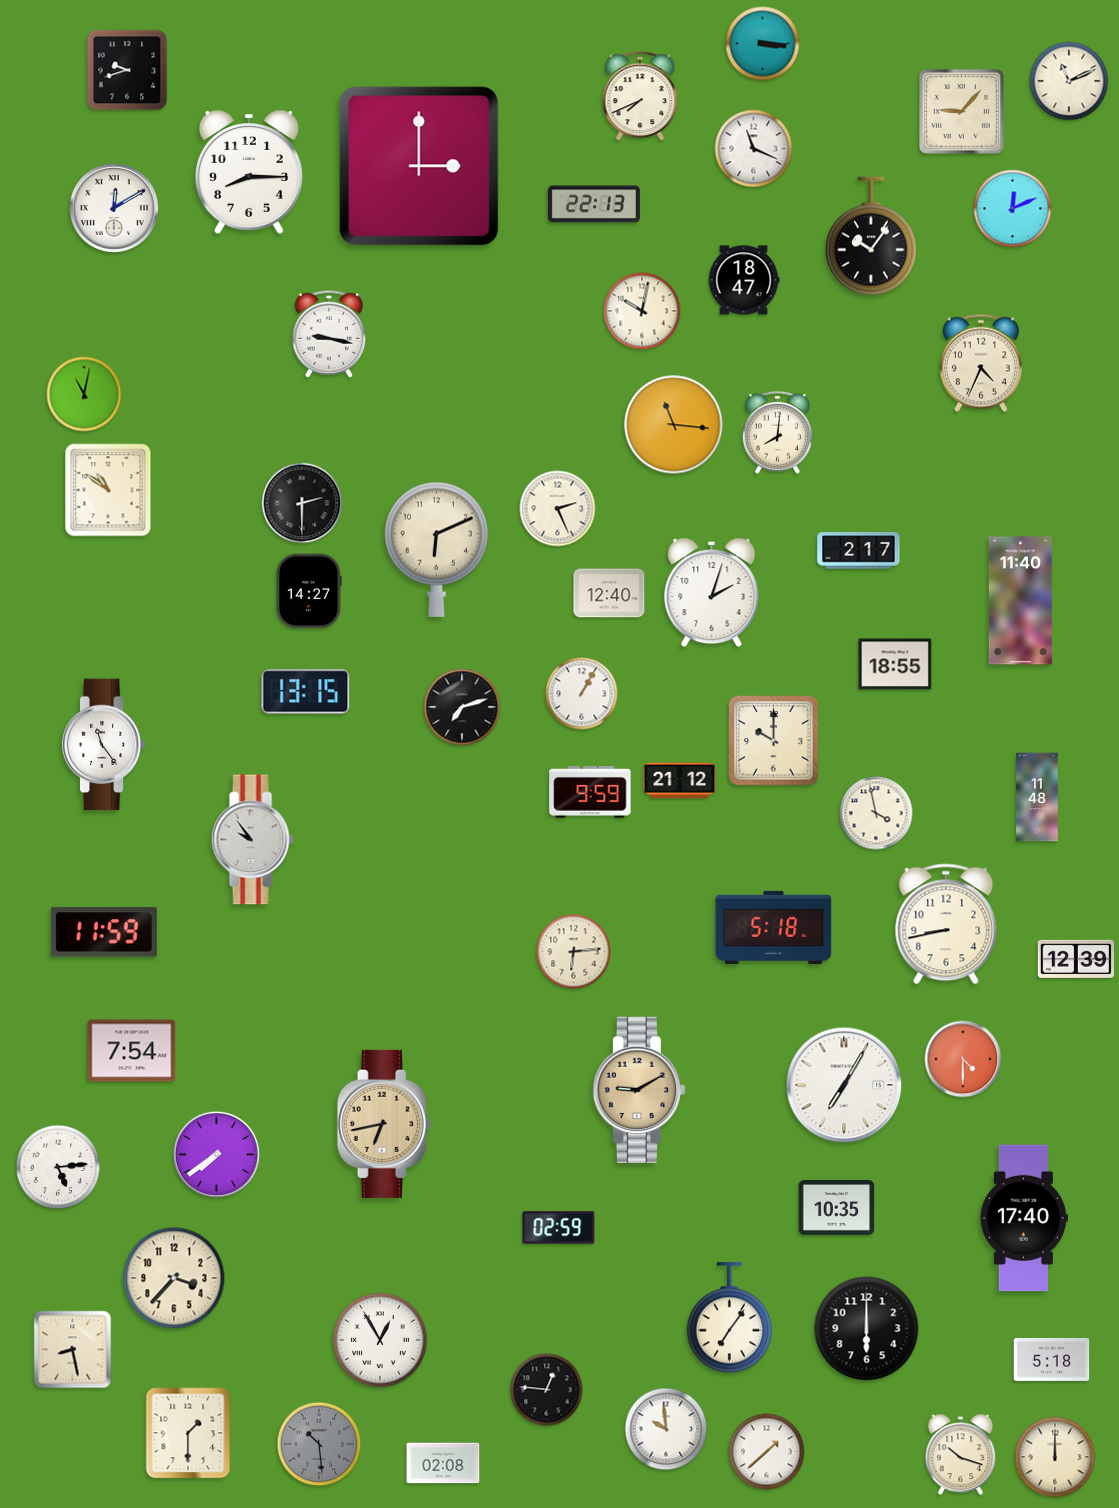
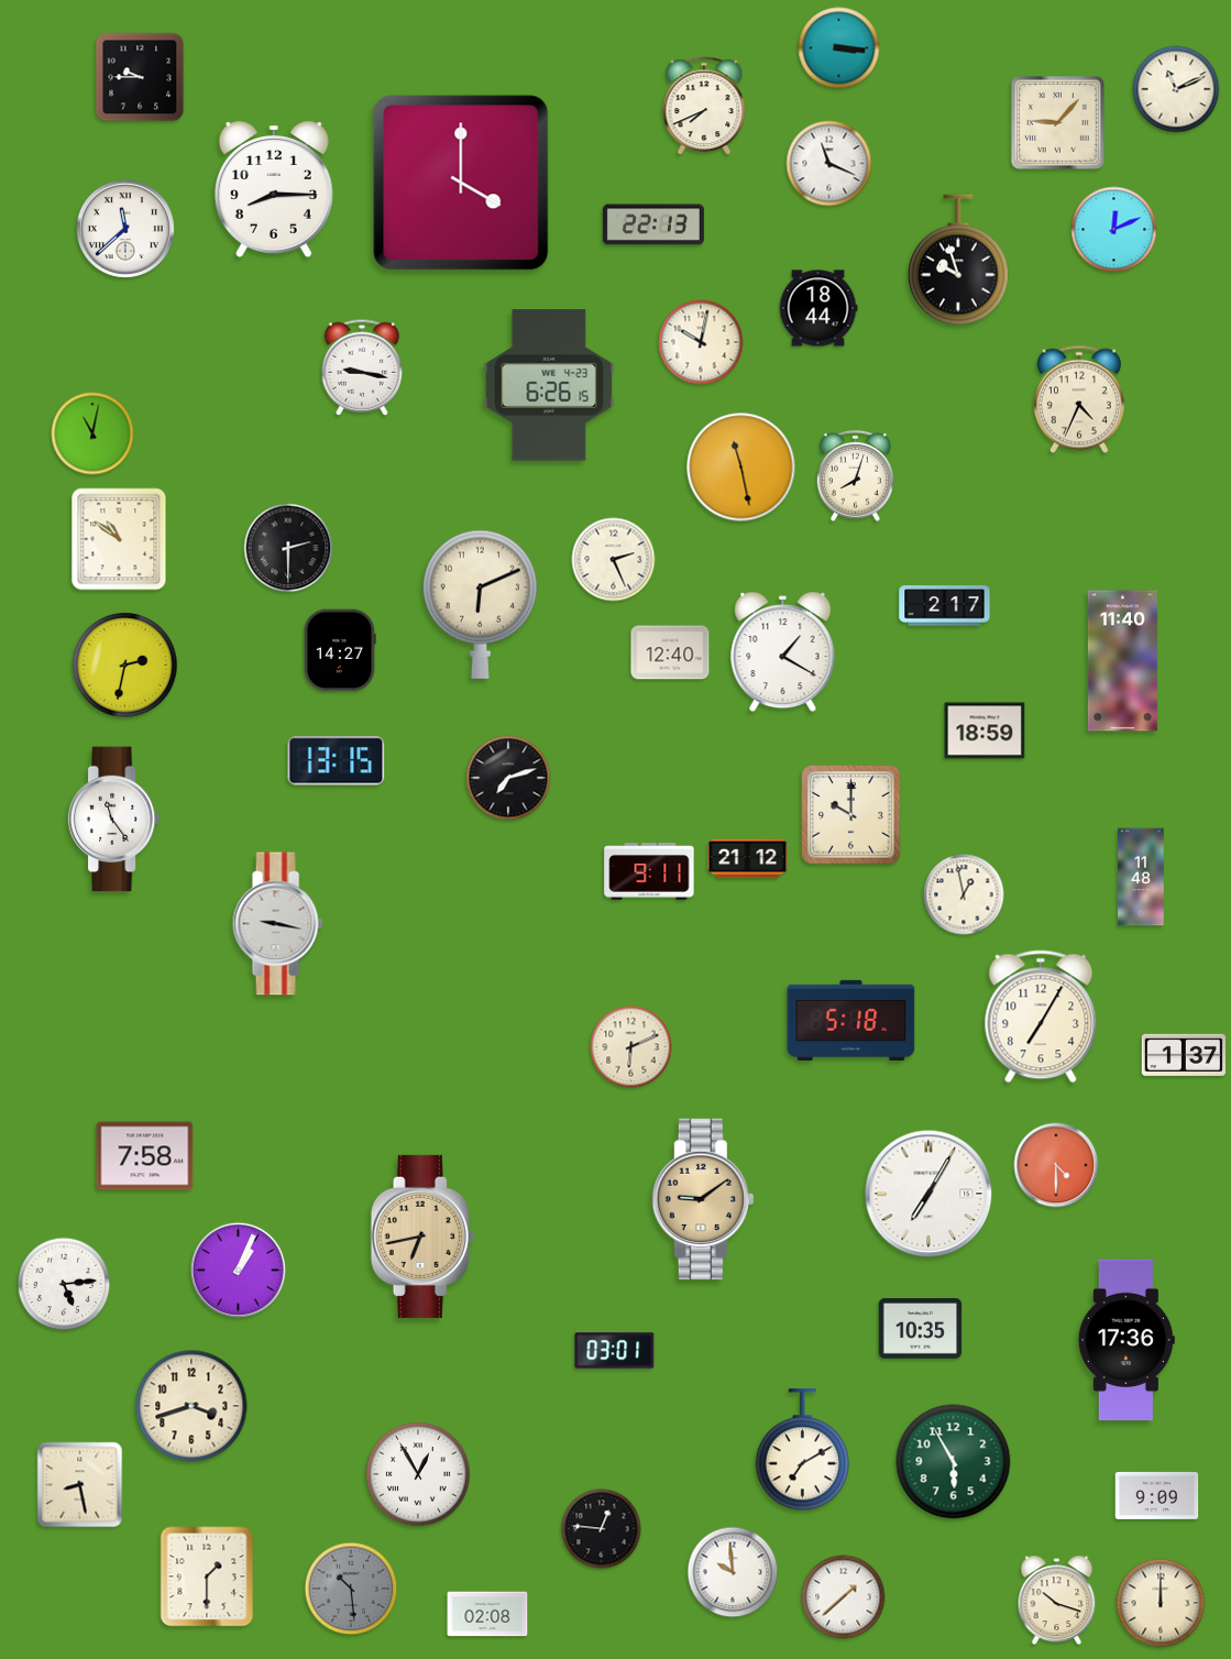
clock at (127, 70): 9:42 -> 9:45
clock at (419, 166): 3:00 -> 4:00
clock at (114, 208): 12:10 -> 11:38
clock at (872, 236): 10:06 -> 9:57
clock at (744, 280): 18:47 -> 18:44
clock at (642, 311) position: (642, 311) -> (701, 342)
clock at (549, 385): none -> 6:26
clock at (674, 425): 11:16 -> 11:28
clock at (777, 432): 8:01 -> 8:03
clock at (302, 503) position: (302, 503) -> (288, 548)
clock at (712, 593): 2:03 -> 1:20
clock at (125, 666): none -> 2:32
clock at (895, 664): 18:55 -> 18:59
clock at (582, 694): 1:05 -> none
clock at (590, 792): 9:59 -> 9:11
clock at (876, 813): 3:58 -> 12:58
clock at (252, 840): 9:54 -> 9:17
clock at (946, 924): 8:43 -> 7:05
clock at (104, 932): 11:59 -> none
clock at (574, 952): 6:14 -> 6:11
clock at (1075, 959): 12:39 -> 1:37
clock at (132, 1051): 7:54 -> 7:58
clock at (963, 1059) position: (963, 1059) -> (1056, 1165)
clock at (639, 1090): 9:10 -> 9:09
clock at (216, 1154): 7:39 -> 1:04
clock at (1024, 1218): 17:40 -> 17:36
clock at (559, 1228): 02:59 -> 03:01
clock at (174, 1278): 3:37 -> 3:42
clock at (729, 1318): 7:06 -> 7:10
clock at (867, 1329): 6:00 -> 5:55
clock at (867, 1329) dial: black -> green
clock at (1052, 1359): 5:18 -> 9:09
clock at (443, 1463) position: (443, 1463) -> (487, 1614)
